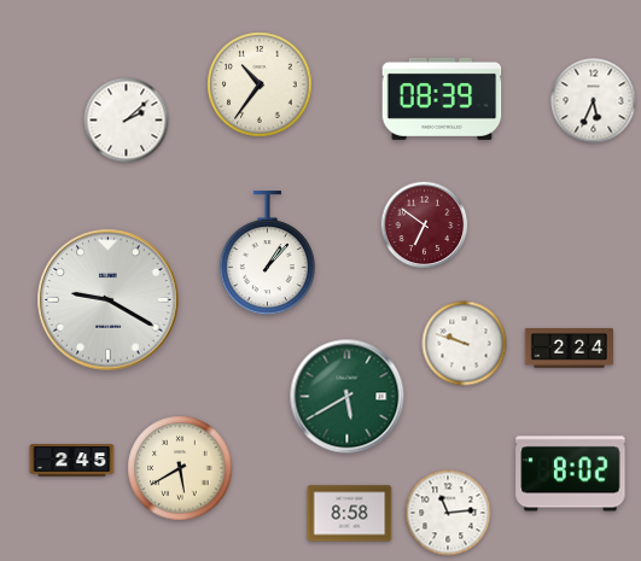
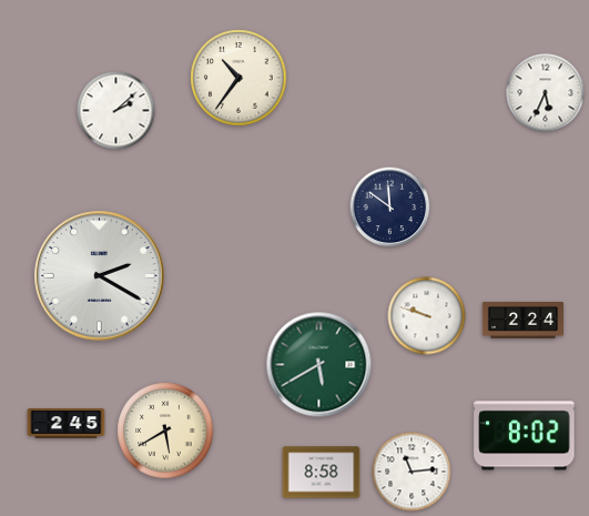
clock at (442, 99): 08:39 -> none
clock at (425, 226): 6:51 -> 11:51
clock at (425, 226) dial: burgundy -> navy
clock at (267, 253): 1:07 -> none
clock at (109, 300): 9:20 -> 2:20
